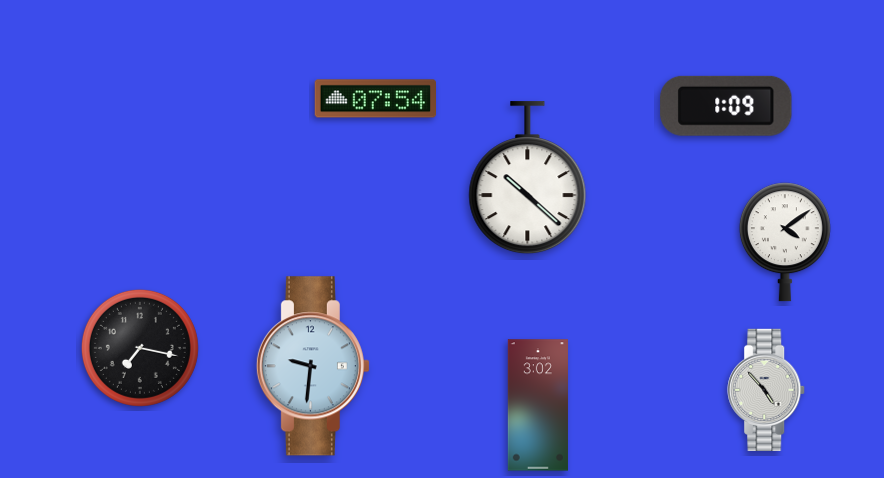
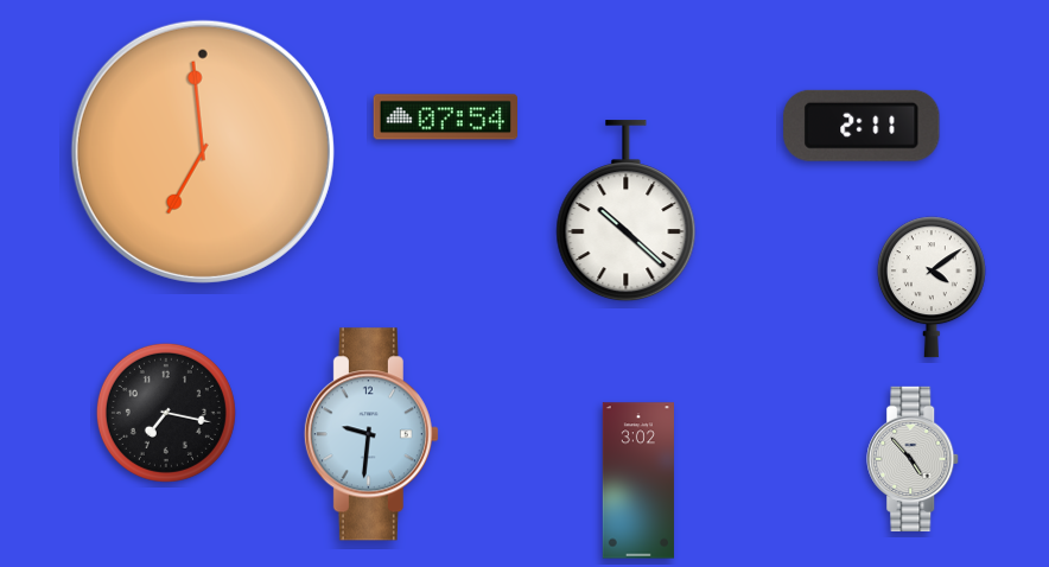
clock at (726, 106): 1:09 -> 2:11
clock at (203, 152): none -> 6:59
clock at (767, 390) position: (767, 390) -> (914, 459)
